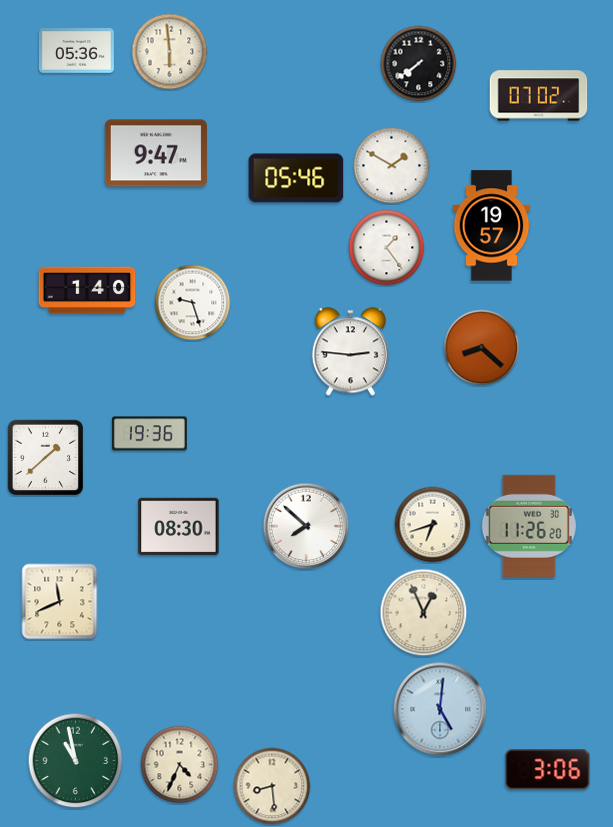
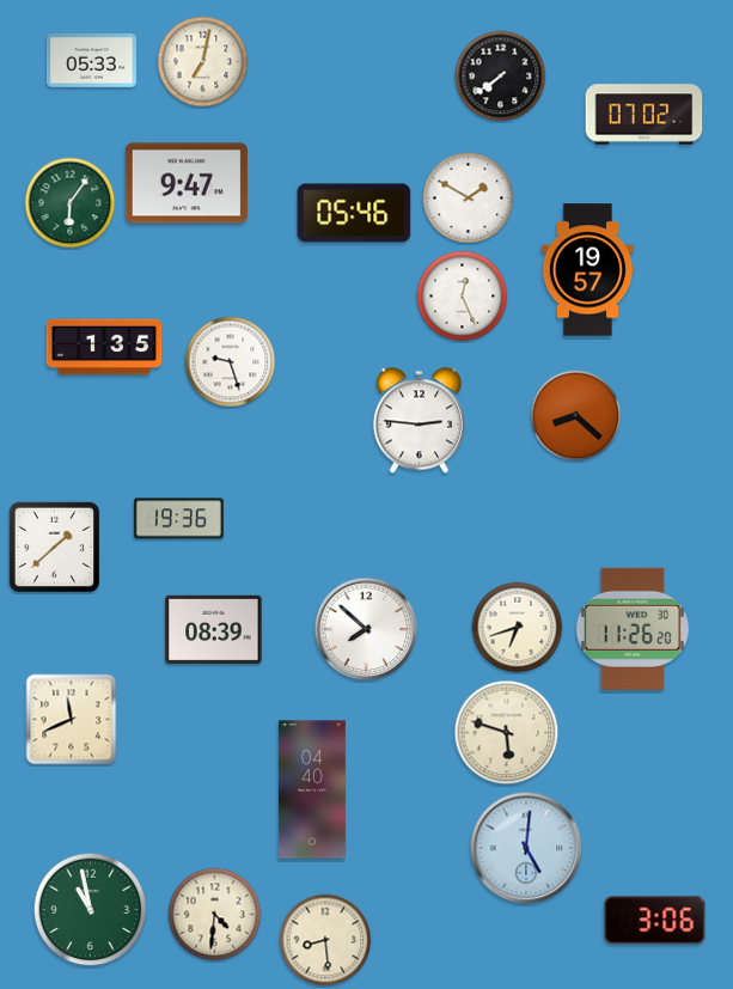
clock at (76, 51): 05:36 -> 05:33
clock at (170, 52): 5:59 -> 7:02
clock at (71, 203): none -> 6:06
clock at (387, 248): 1:24 -> 12:26
clock at (87, 290): 1:40 -> 1:35
clock at (179, 526): 08:30 -> 08:39
clock at (424, 613): 12:56 -> 5:48
clock at (312, 789): none -> 04:40
clock at (180, 765): 4:34 -> 4:31
